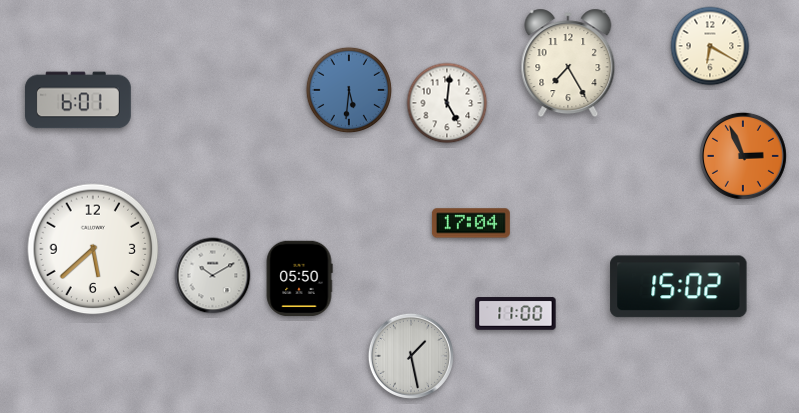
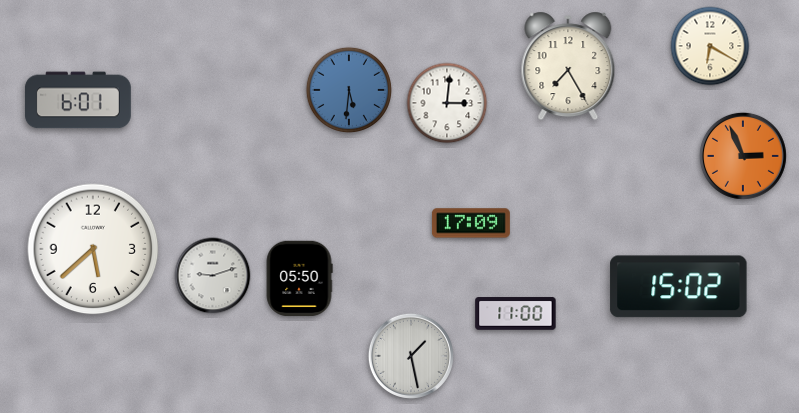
clock at (568, 63) position: (568, 63) -> (568, 66)
clock at (447, 103): 5:01 -> 3:01
clock at (471, 223): 17:04 -> 17:09
clock at (213, 276): 10:10 -> 9:12
